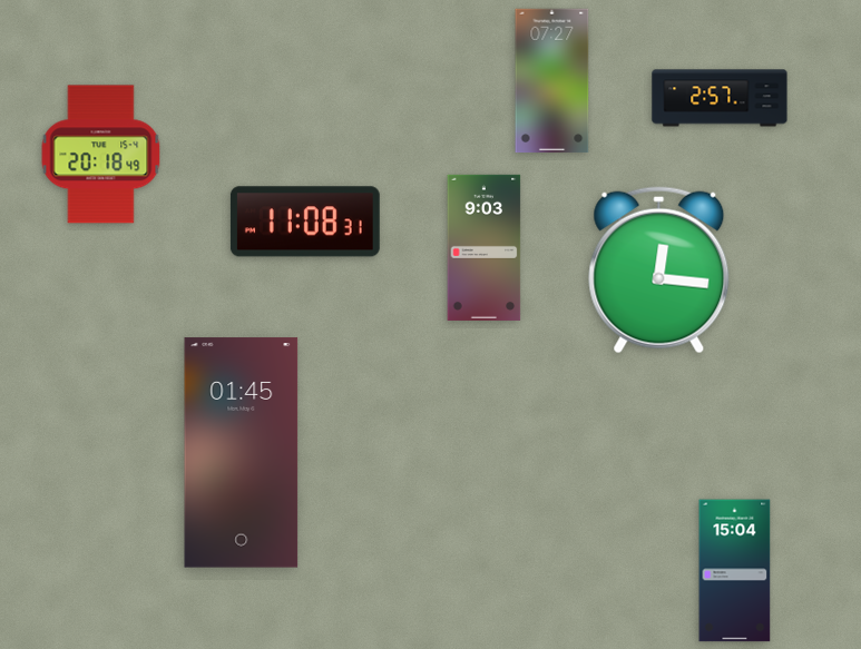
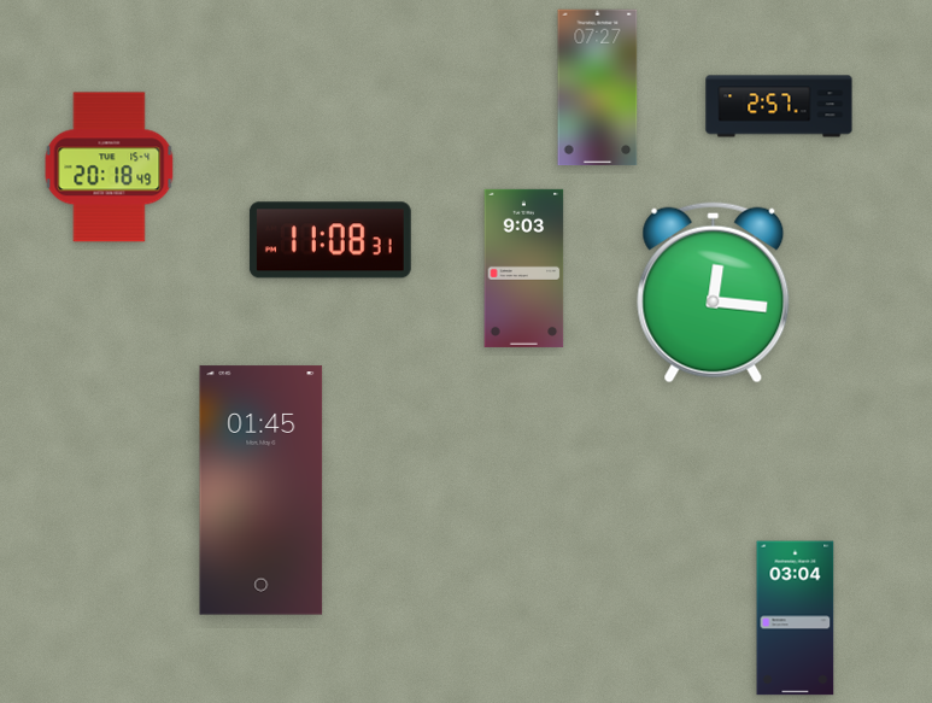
clock at (735, 571): 15:04 -> 03:04
